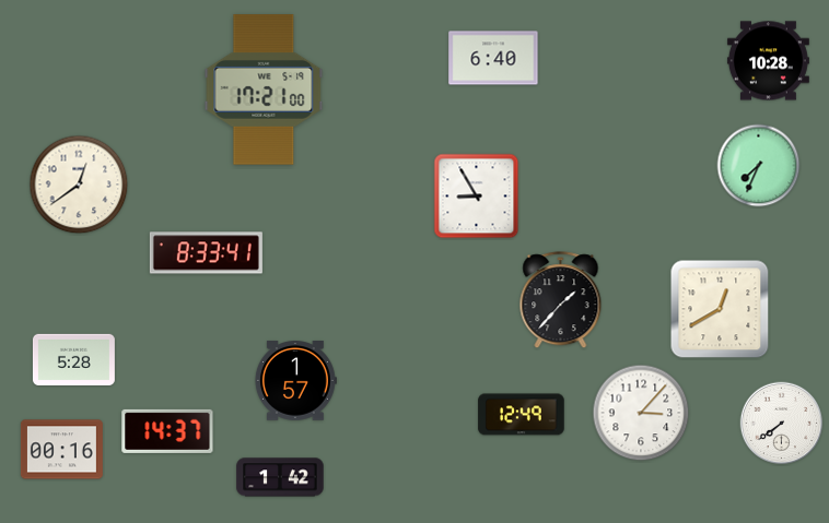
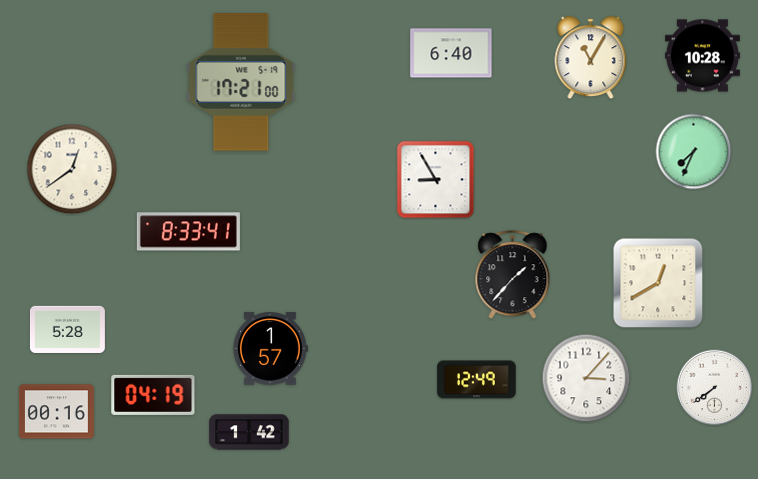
clock at (591, 58): none -> 11:05
clock at (167, 431): 14:37 -> 04:19
clock at (280, 477) position: (280, 477) -> (249, 432)
